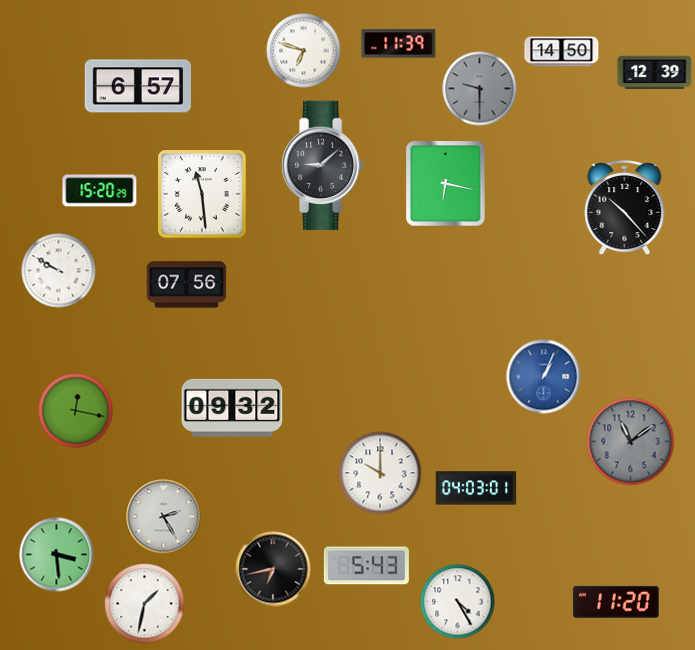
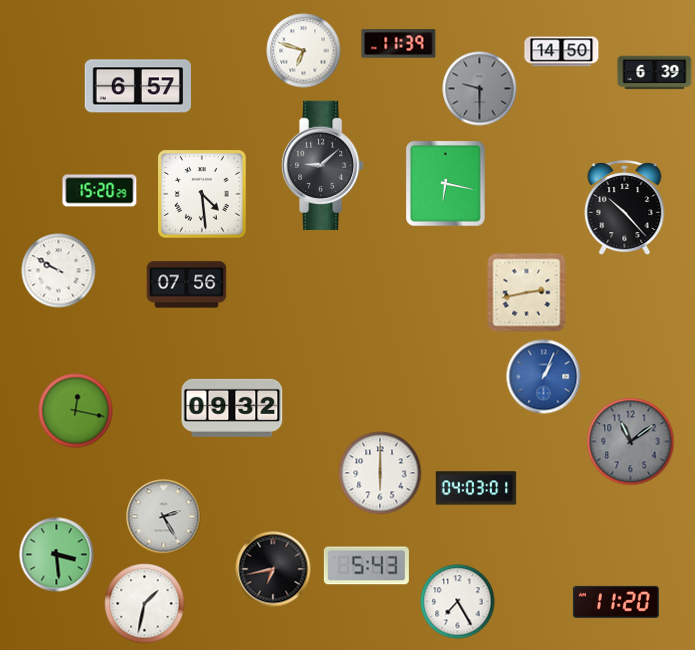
clock at (655, 73): 12:39 -> 6:39
clock at (202, 194): 11:29 -> 4:29
clock at (527, 293): none -> 2:43
clock at (380, 473): 10:00 -> 6:00
clock at (458, 602): 4:25 -> 7:25
